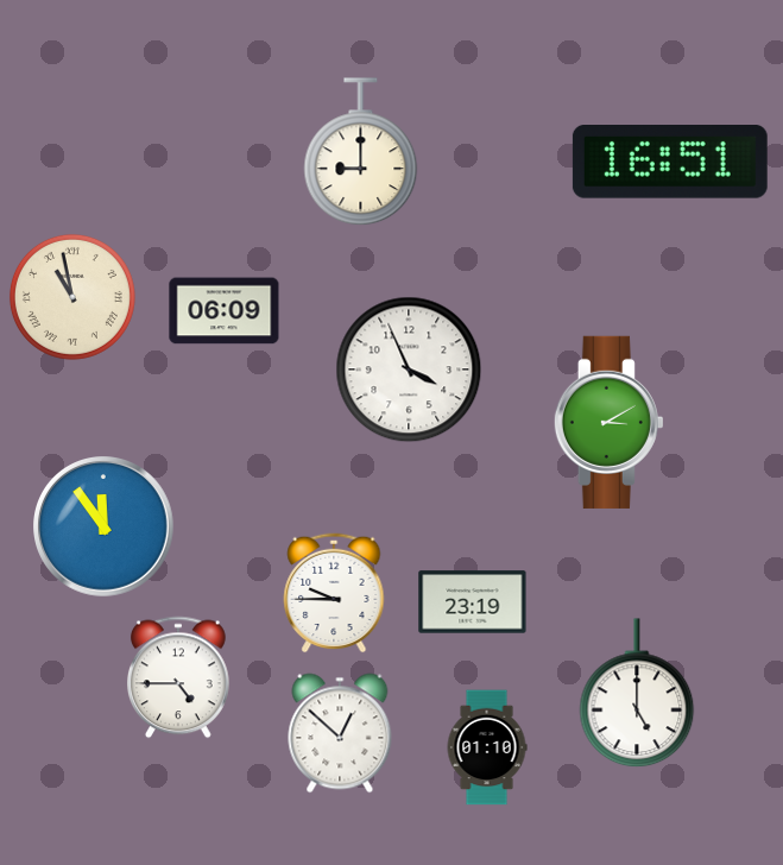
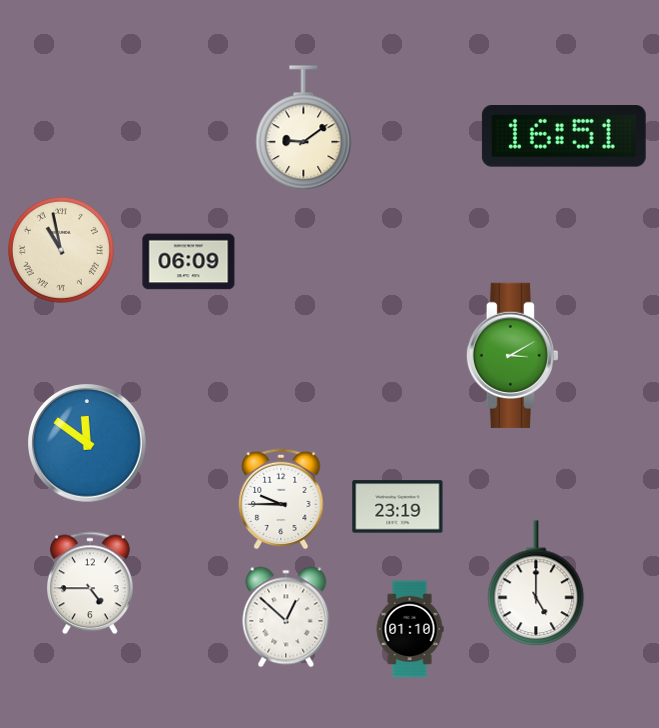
clock at (361, 152): 9:00 -> 9:09
clock at (409, 370): 3:56 -> none
clock at (105, 528): 11:54 -> 11:51
clock at (179, 677) position: (179, 677) -> (91, 583)
